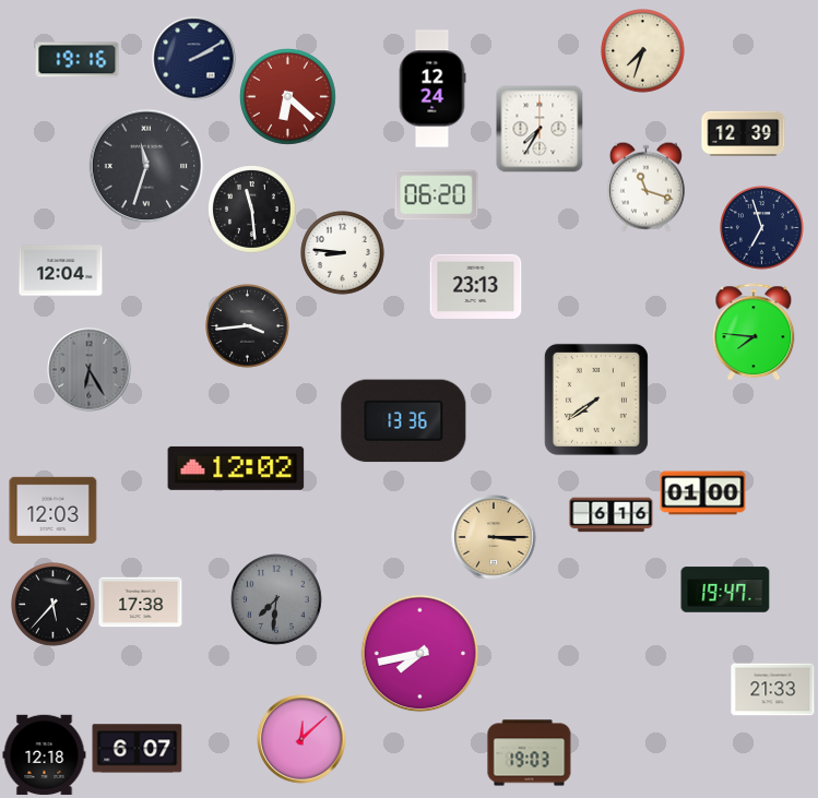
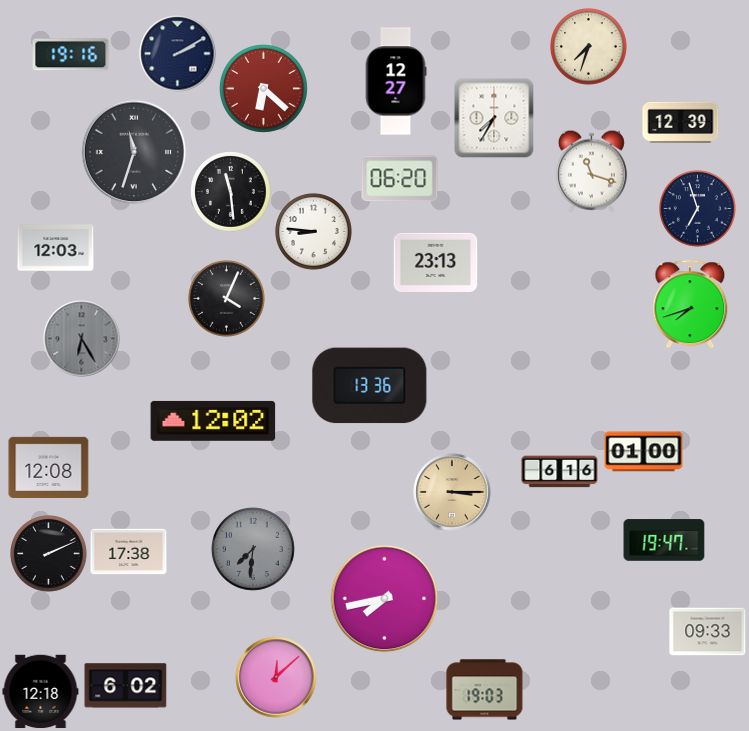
clock at (432, 88): 12:24 -> 12:27
clock at (61, 271): 12:04 -> 12:03
clock at (248, 326): 3:44 -> 4:04
clock at (754, 332): 7:46 -> 7:42
clock at (596, 400): 7:39 -> none
clock at (236, 468) position: (236, 468) -> (213, 421)
clock at (54, 510): 12:03 -> 12:08
clock at (54, 605): 5:37 -> 2:11
clock at (773, 690): 21:33 -> 09:33
clock at (138, 749): 6:07 -> 6:02
